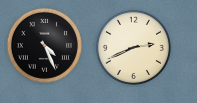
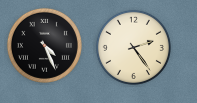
clock at (133, 47): 2:41 -> 2:24
